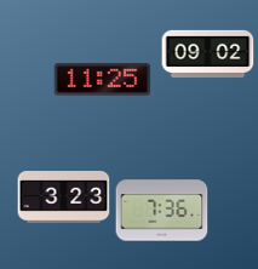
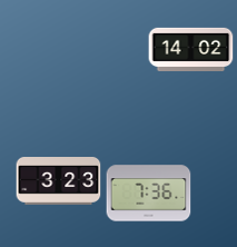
clock at (208, 53): 09:02 -> 14:02
clock at (103, 80): 11:25 -> none
